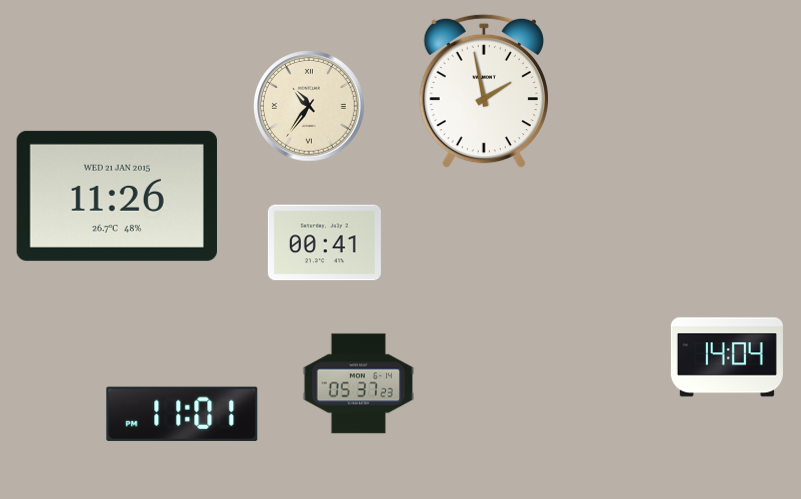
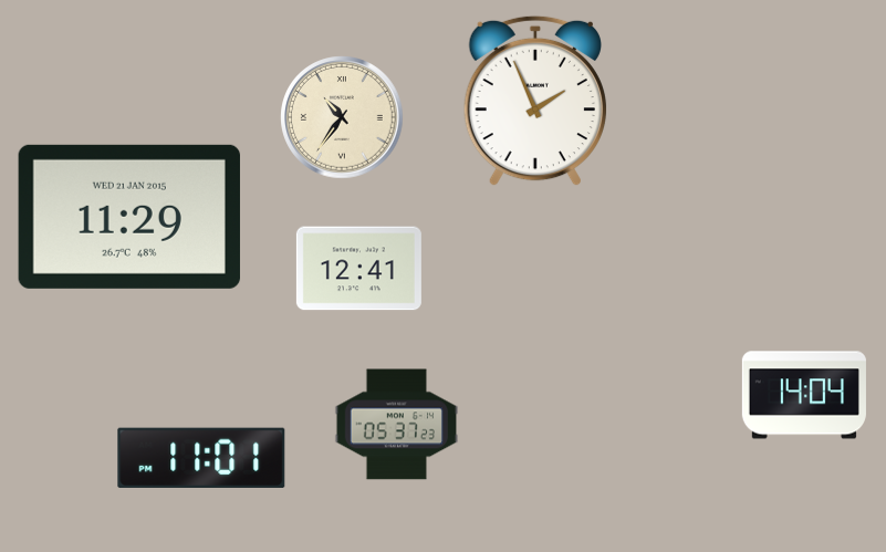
clock at (484, 91): 1:58 -> 1:56
clock at (117, 196): 11:26 -> 11:29
clock at (324, 243): 00:41 -> 12:41
